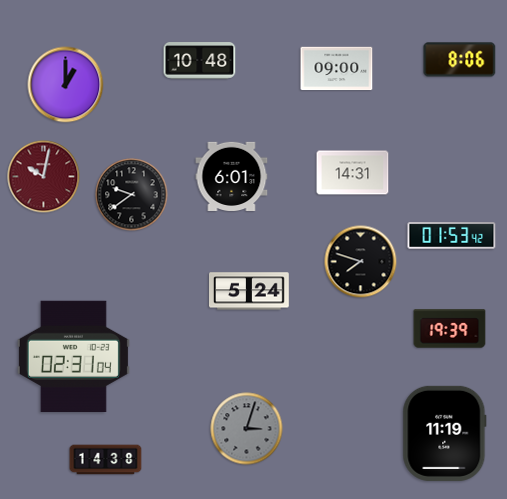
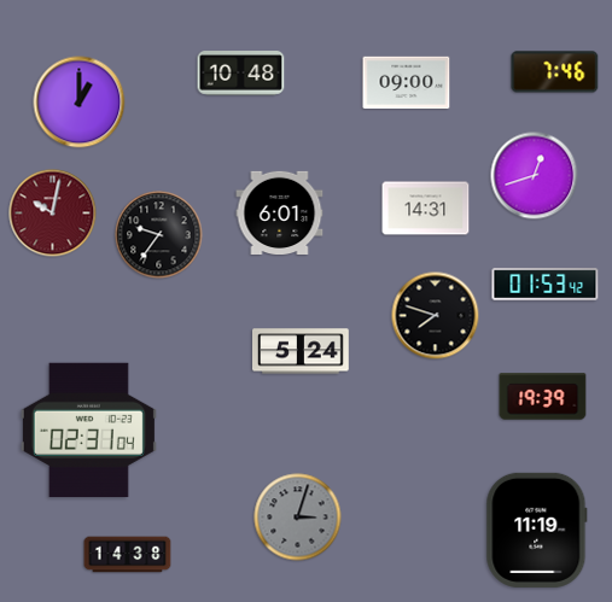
clock at (460, 60): 8:06 -> 7:46
clock at (535, 176): none -> 12:42
clock at (132, 195): 9:39 -> 9:36
clock at (445, 433) position: (445, 433) -> (537, 530)
